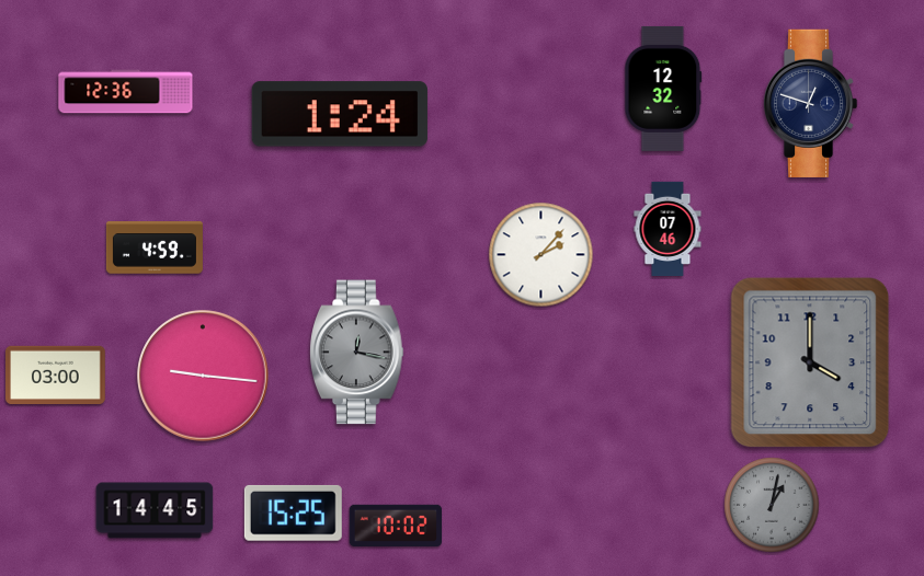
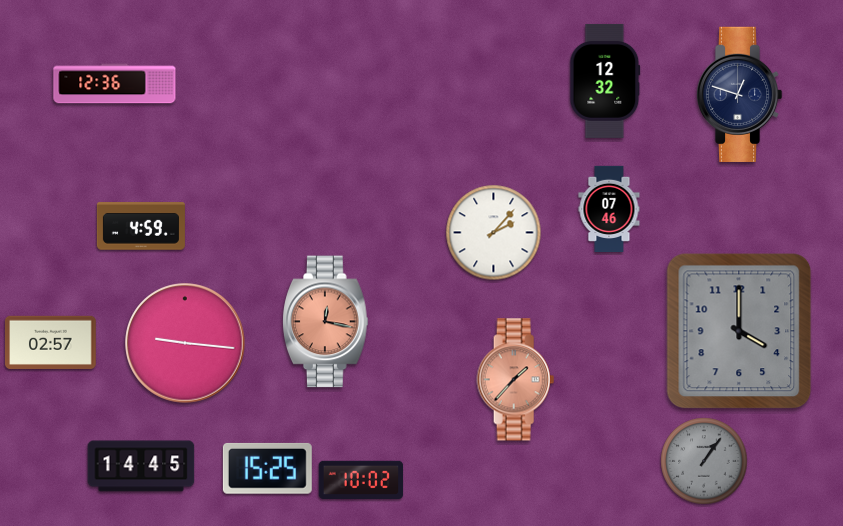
clock at (340, 114): 1:24 -> none
clock at (357, 353) dial: grey -> salmon
clock at (56, 375): 03:00 -> 02:57
clock at (516, 380): none -> 1:37
clock at (772, 505): 1:02 -> 1:06
